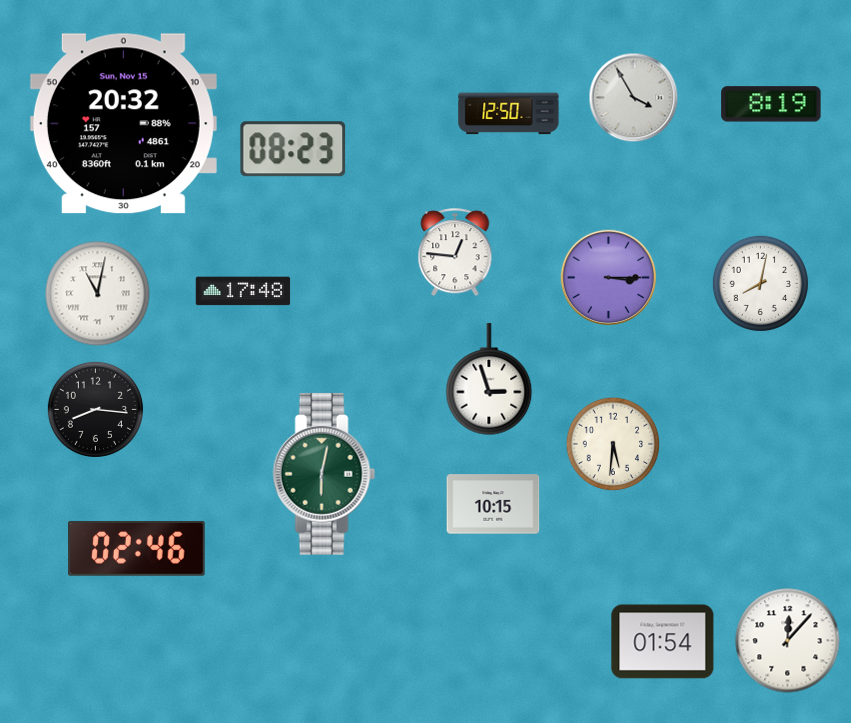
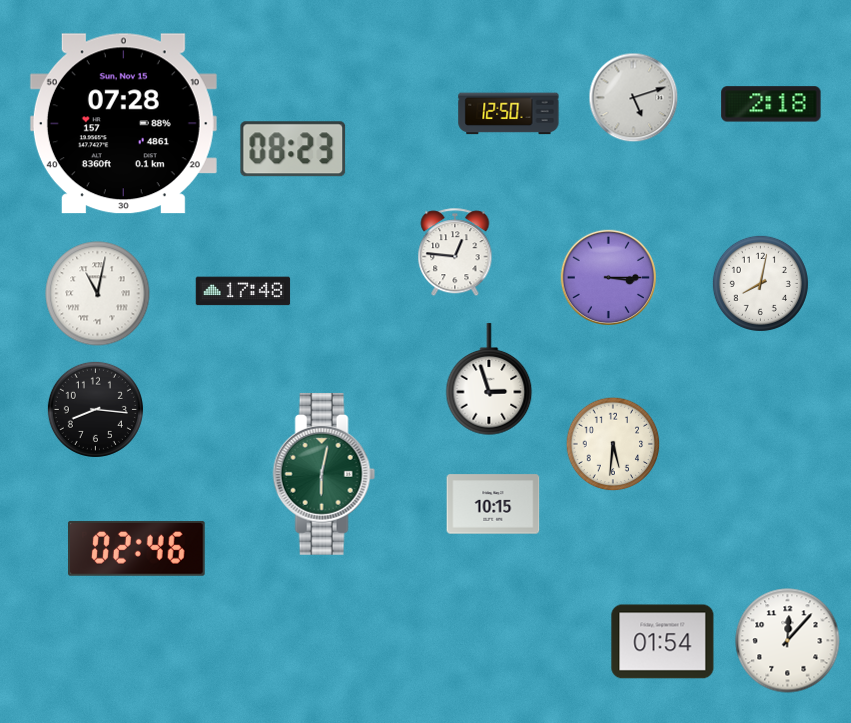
clock at (634, 98): 3:55 -> 5:12
clock at (771, 104): 8:19 -> 2:18
clock at (123, 124): 20:32 -> 07:28
